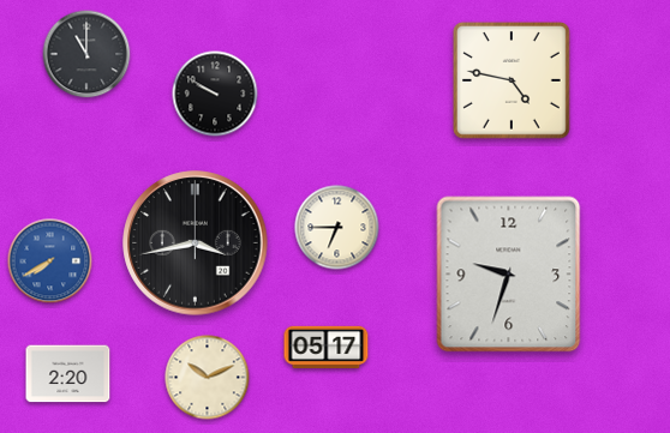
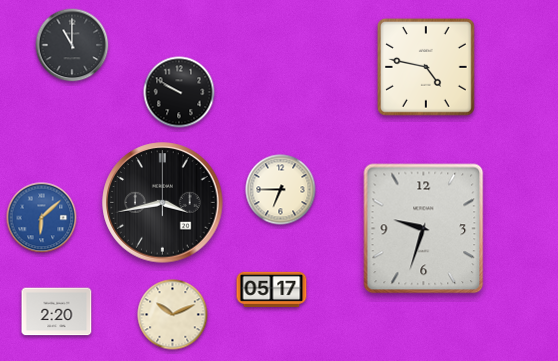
clock at (215, 94) position: (215, 94) -> (179, 92)
clock at (50, 261): 7:40 -> 6:08
